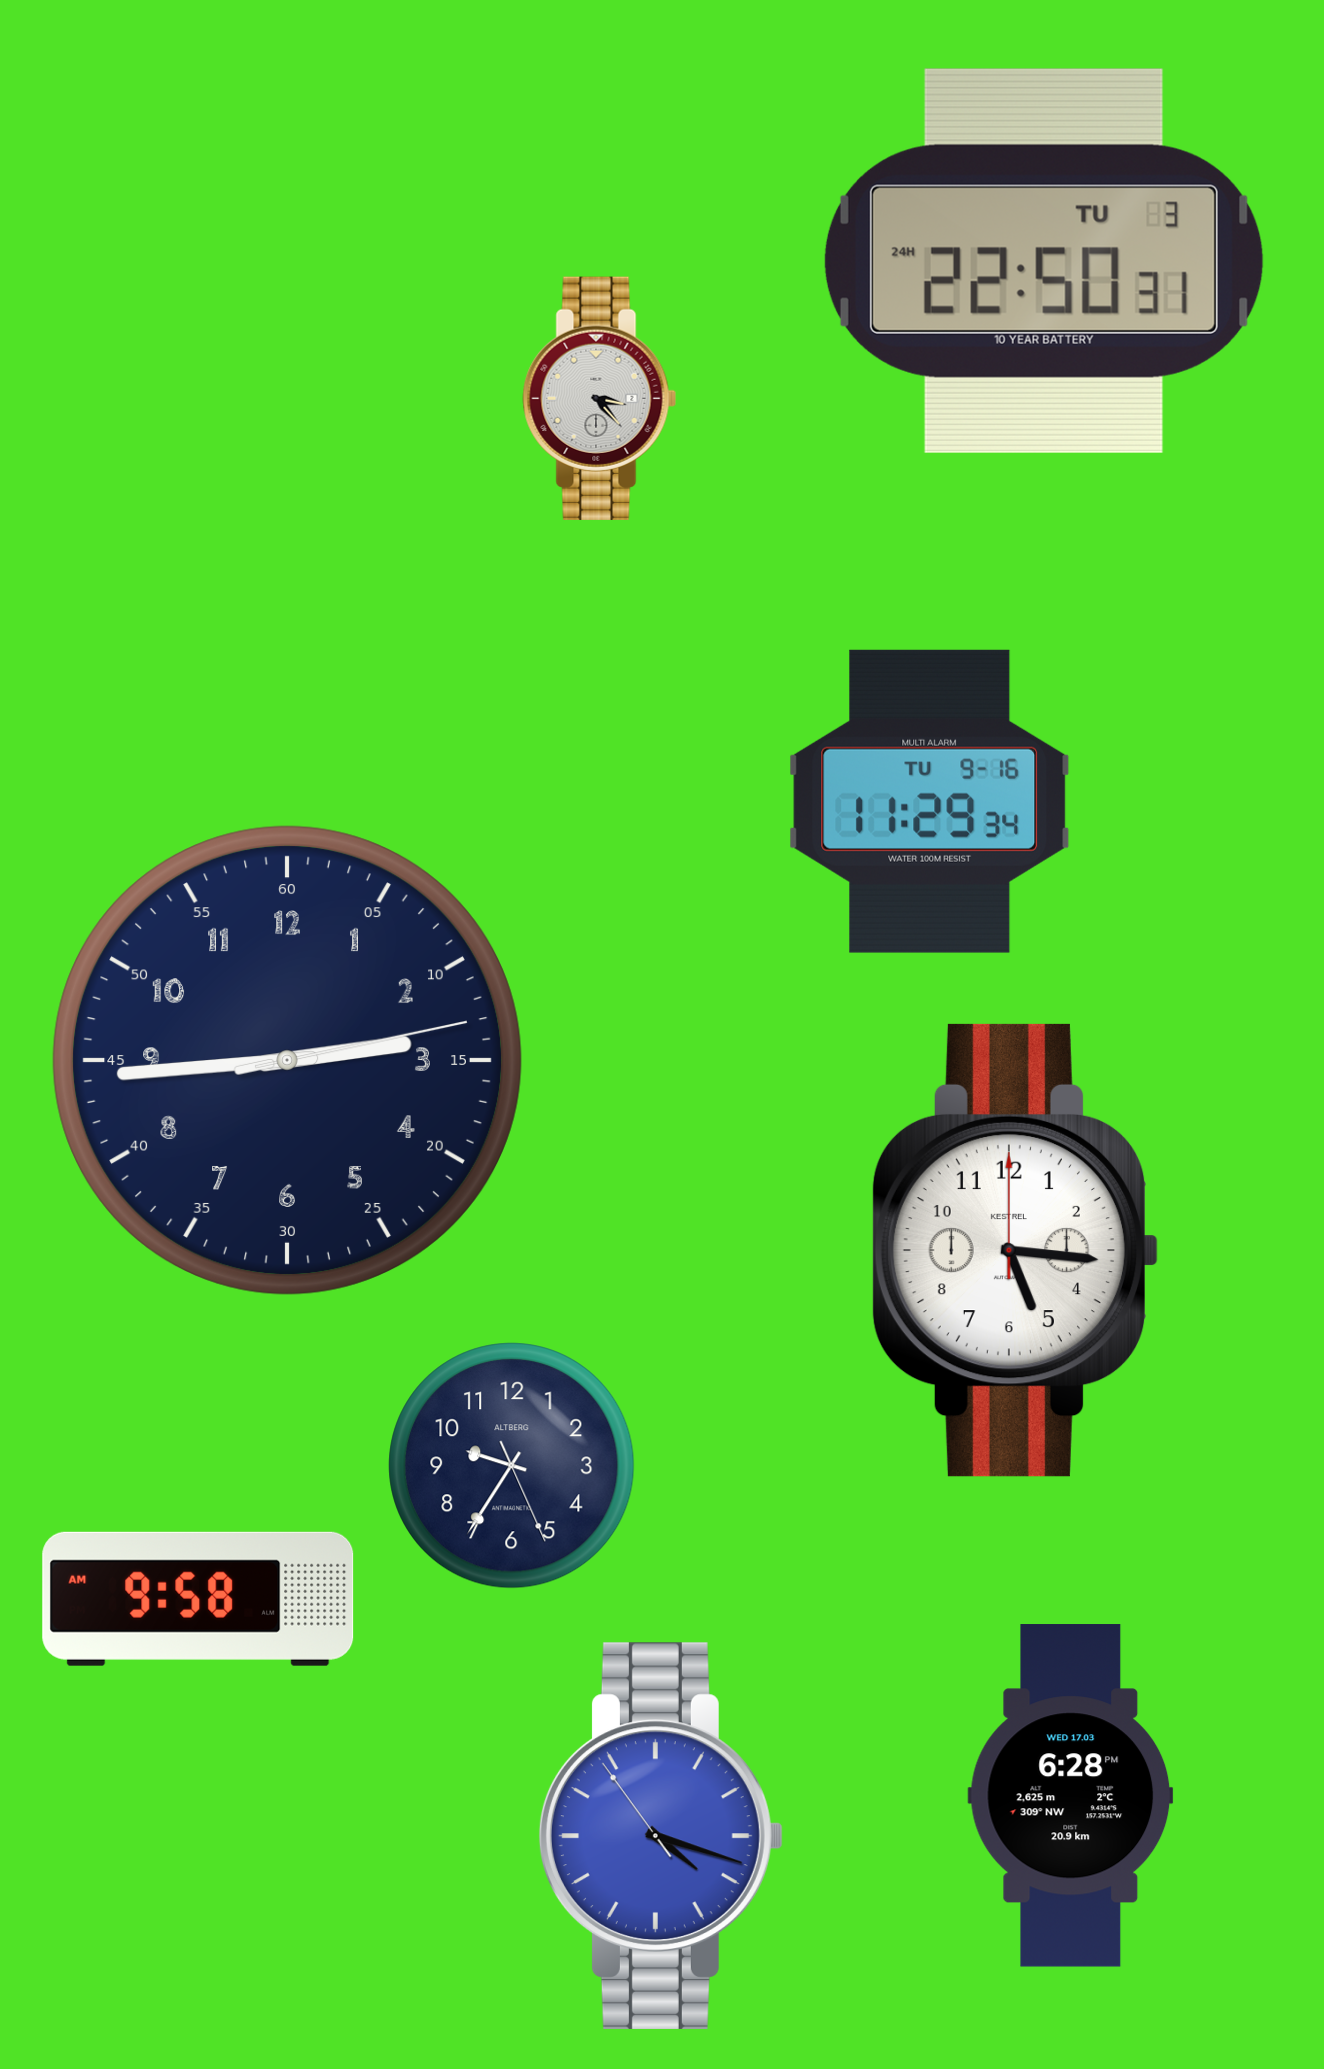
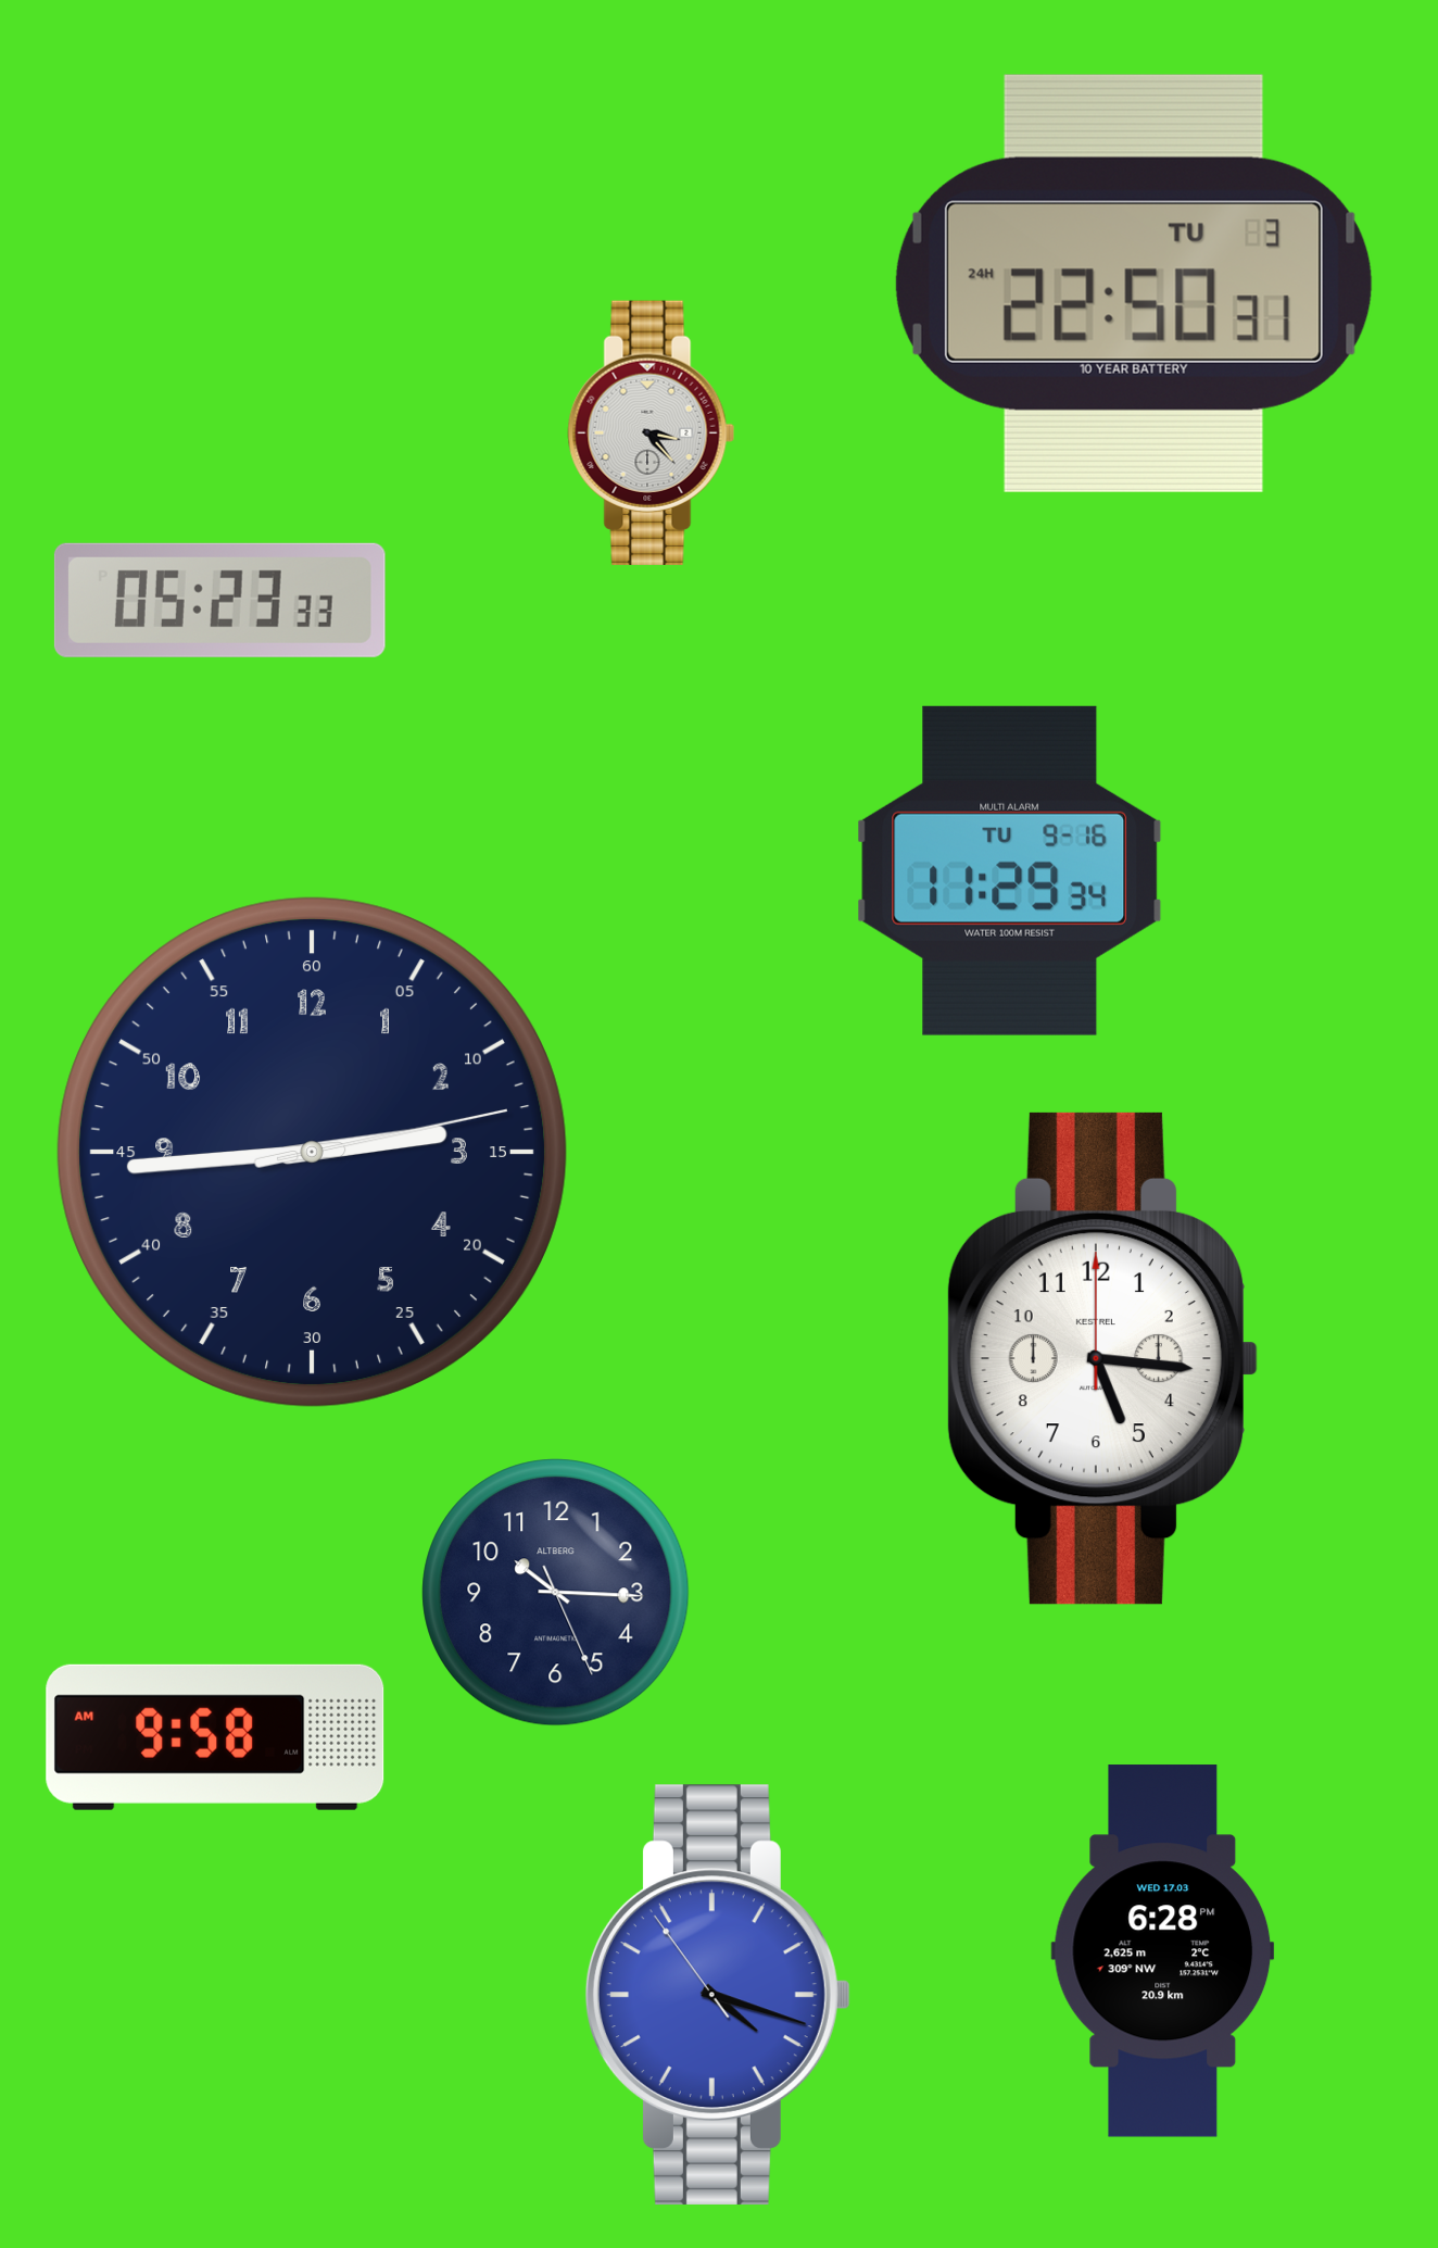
clock at (219, 600): none -> 05:23
clock at (512, 1466): 9:35 -> 10:15
